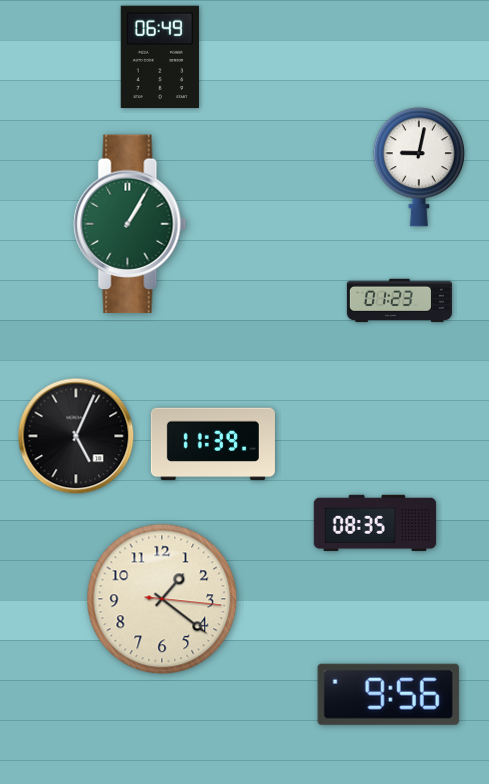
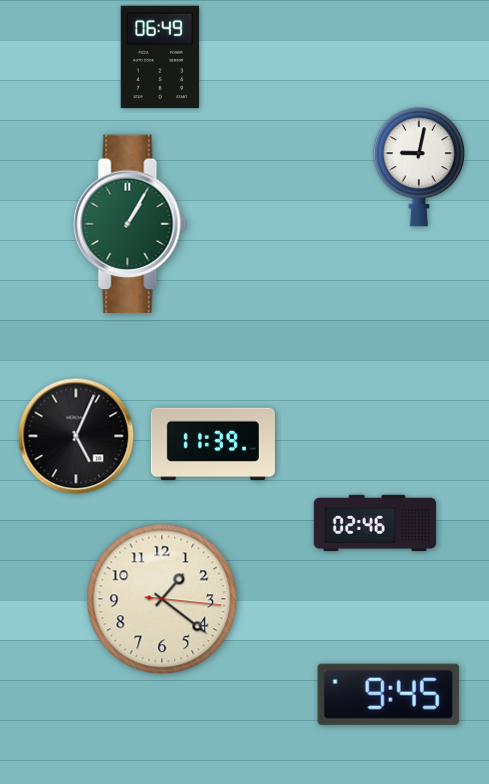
clock at (399, 301): 01:23 -> none
clock at (375, 523): 08:35 -> 02:46
clock at (388, 694): 9:56 -> 9:45
